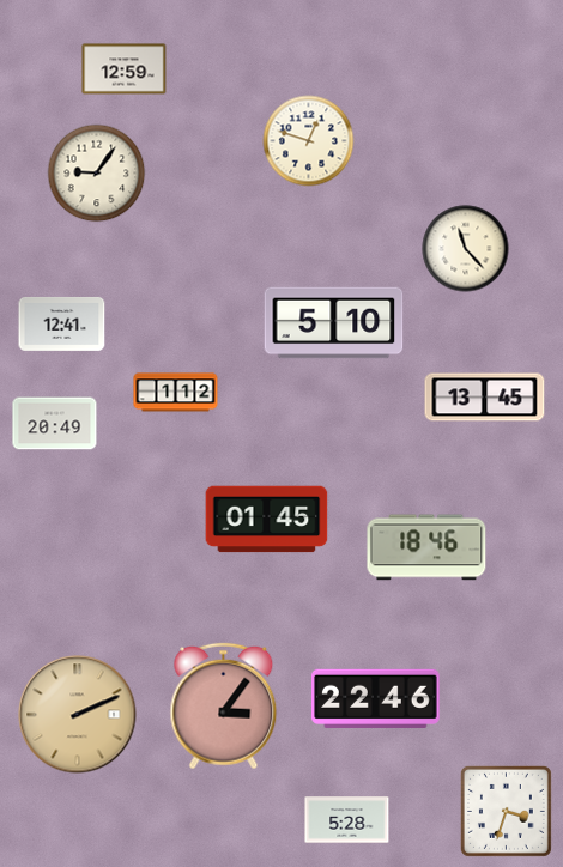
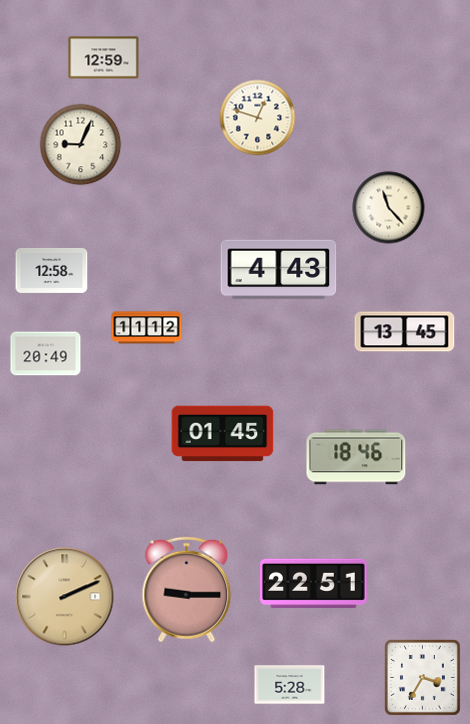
clock at (97, 174): 9:06 -> 9:04
clock at (62, 323): 12:41 -> 12:58
clock at (334, 323): 5:10 -> 4:43
clock at (176, 393): 1:12 -> 11:12
clock at (376, 698): 22:46 -> 22:51
clock at (224, 707): 3:06 -> 9:15
clock at (506, 811): 3:33 -> 3:35
